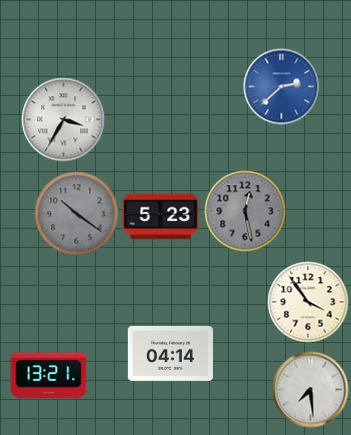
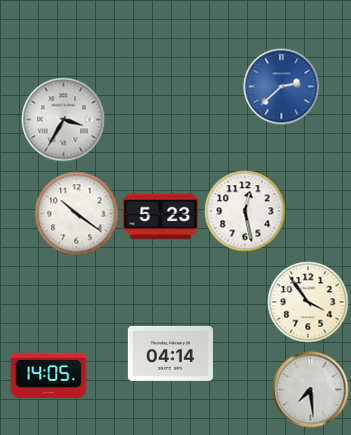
clock at (245, 211) dial: grey -> white
clock at (77, 214) dial: grey -> white
clock at (49, 375): 13:21 -> 14:05
